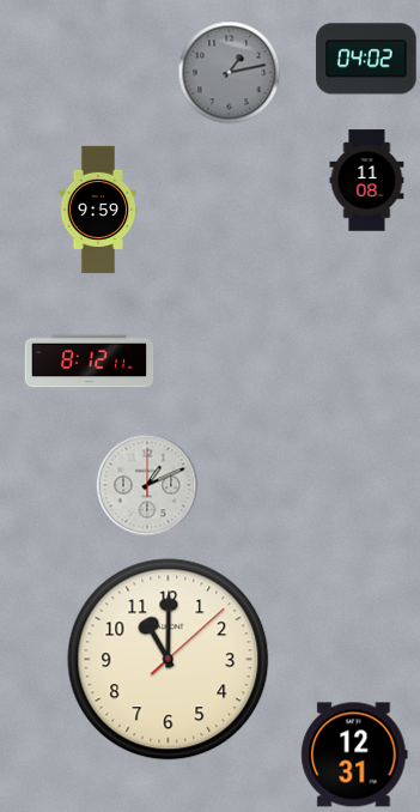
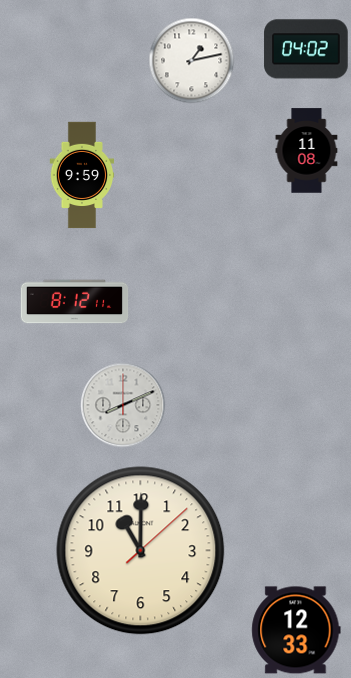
clock at (230, 73) dial: grey -> white
clock at (147, 485): 1:11 -> 8:11
clock at (354, 755): 12:31 -> 12:33
